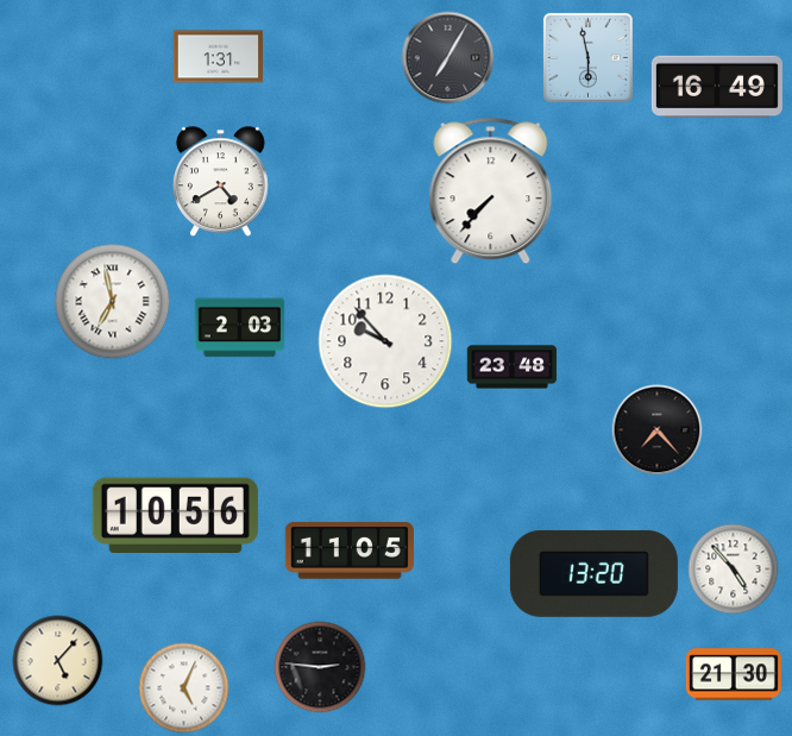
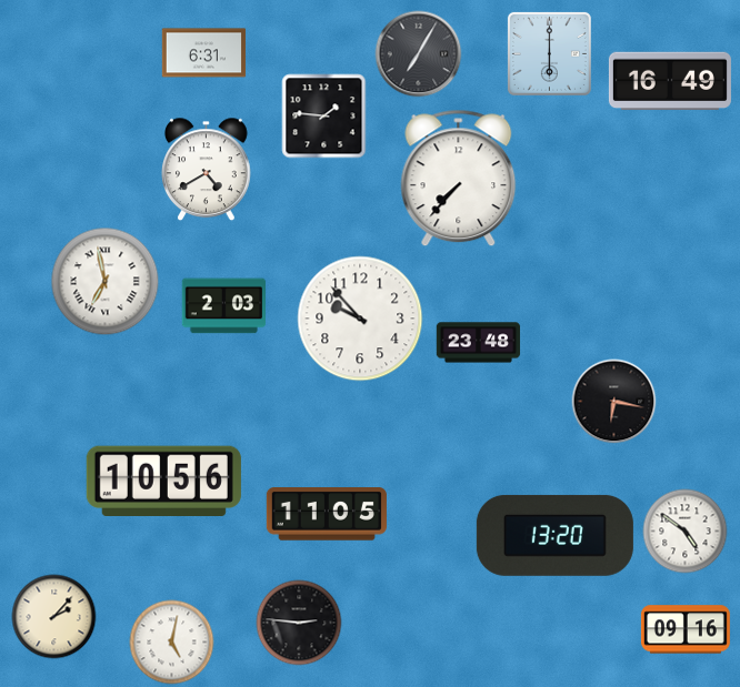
clock at (219, 57): 1:31 -> 6:31
clock at (587, 57): 5:58 -> 6:00
clock at (324, 117): none -> 1:46
clock at (658, 430): 7:23 -> 6:17
clock at (734, 570): 4:53 -> 4:51
clock at (58, 661): 5:07 -> 2:07
clock at (734, 674): 21:30 -> 09:16
clock at (184, 688): 5:04 -> 5:02
